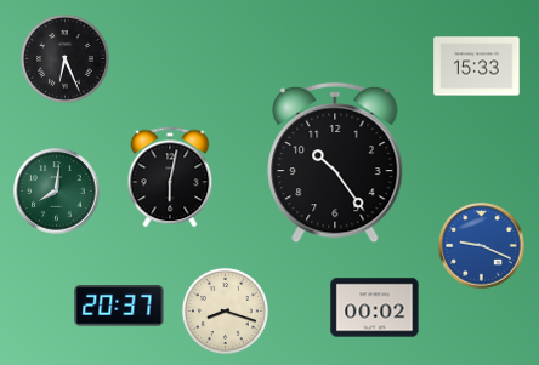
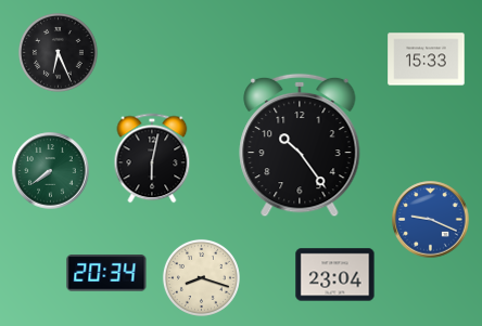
clock at (57, 192): 8:01 -> 7:39
clock at (119, 306): 20:37 -> 20:34
clock at (375, 308): 00:02 -> 23:04
